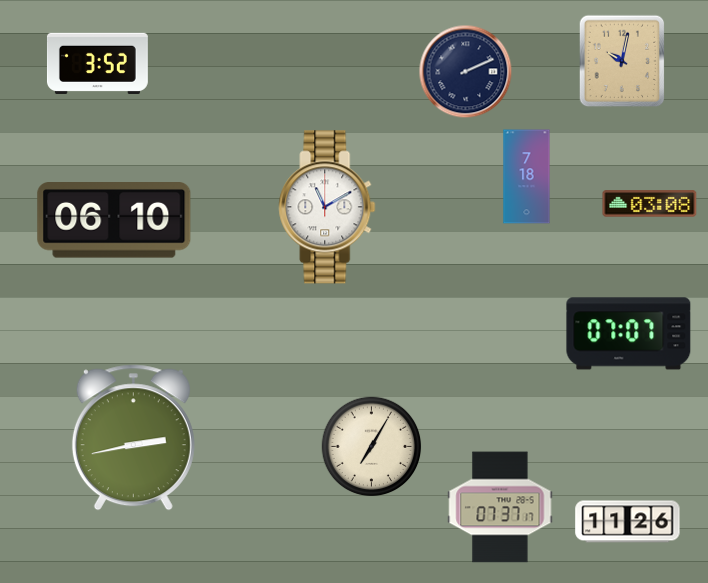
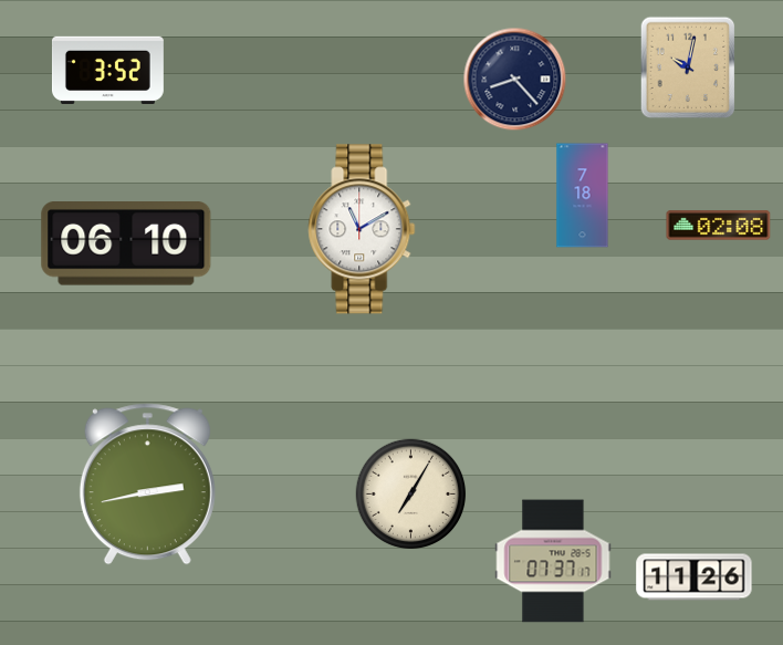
clock at (466, 72): 2:11 -> 8:23
clock at (650, 204): 03:08 -> 02:08
clock at (629, 334): 07:07 -> none
